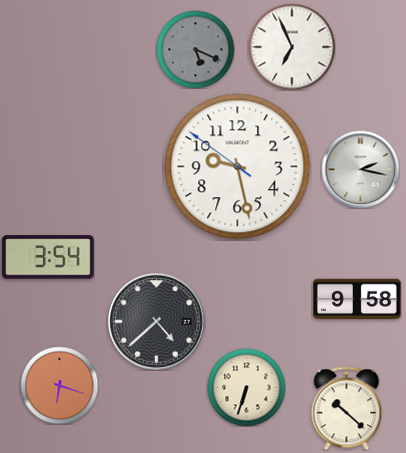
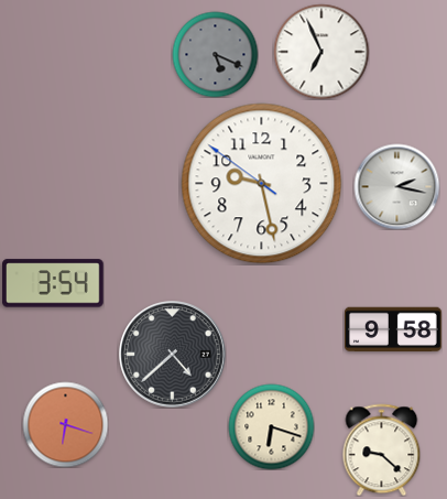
clock at (246, 387): 6:33 -> 6:18
clock at (347, 408): 10:22 -> 9:22
